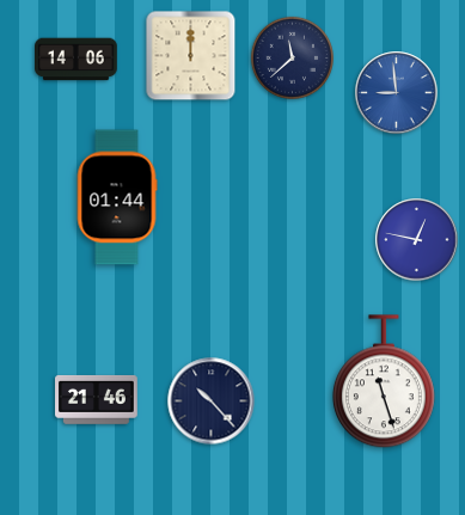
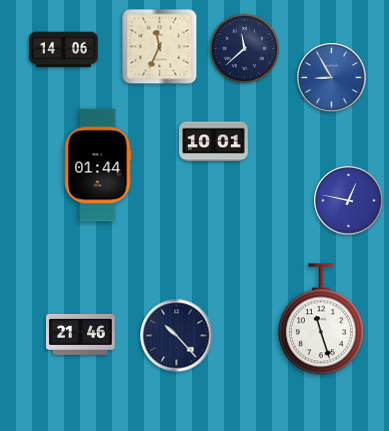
clock at (191, 56): 12:00 -> 11:34
clock at (397, 93): 8:59 -> 8:55
clock at (214, 142): none -> 10:01
